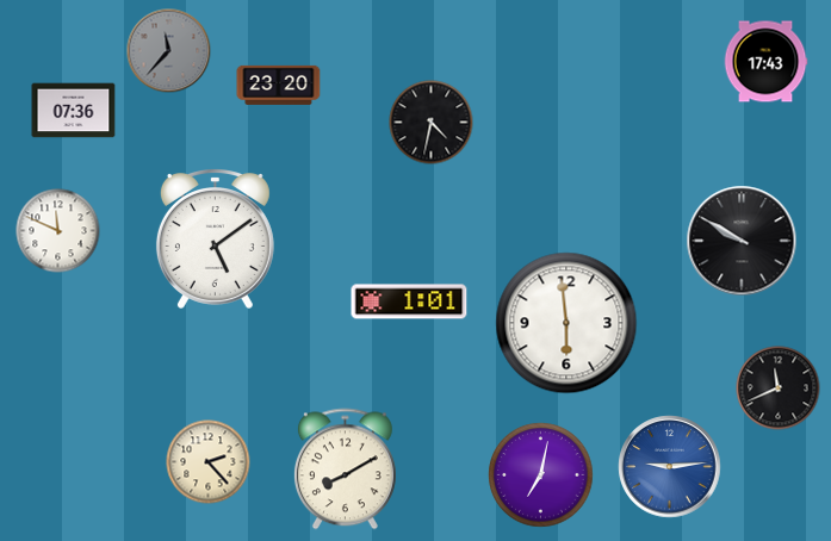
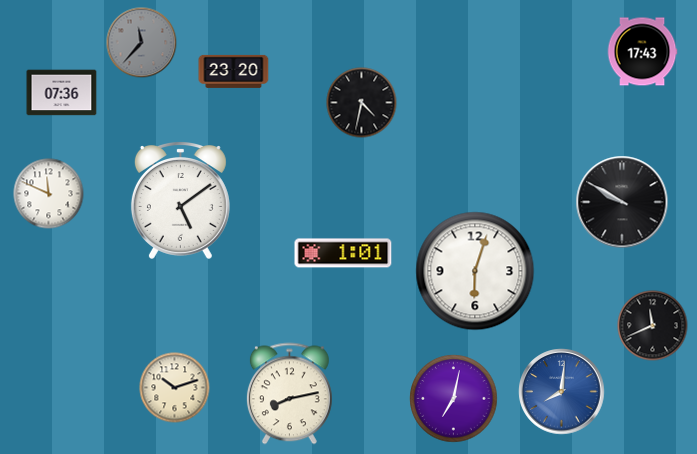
clock at (566, 323): 5:59 -> 6:03
clock at (209, 462): 2:23 -> 10:12
clock at (670, 467): 9:14 -> 8:01
clock at (345, 470): 8:10 -> 8:13
